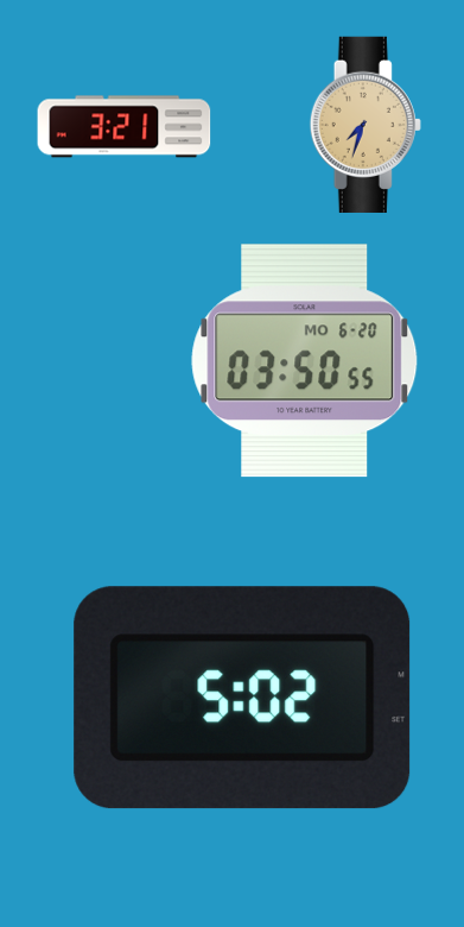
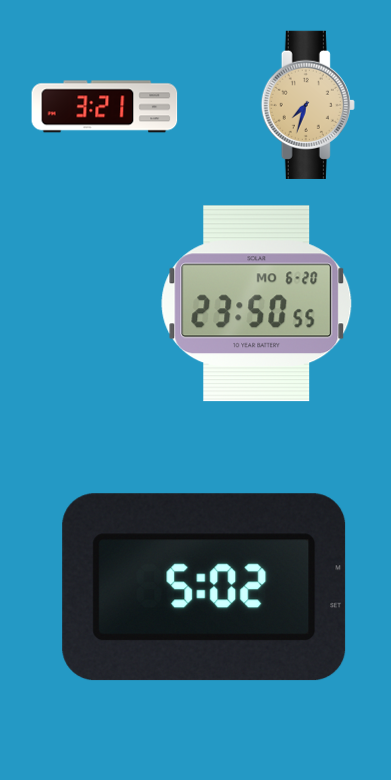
clock at (305, 361): 03:50 -> 23:50
